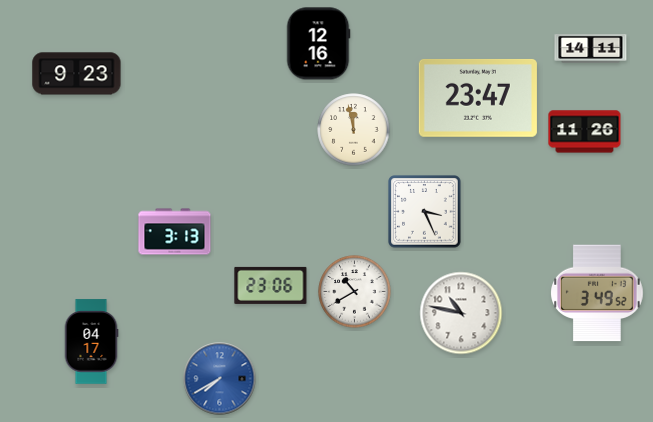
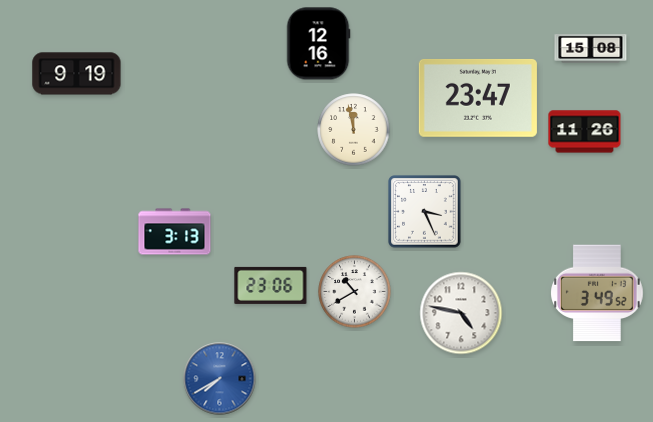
clock at (591, 49): 14:11 -> 15:08
clock at (77, 74): 9:23 -> 9:19
clock at (461, 313): 10:47 -> 4:47
clock at (91, 342): 04:17 -> none
